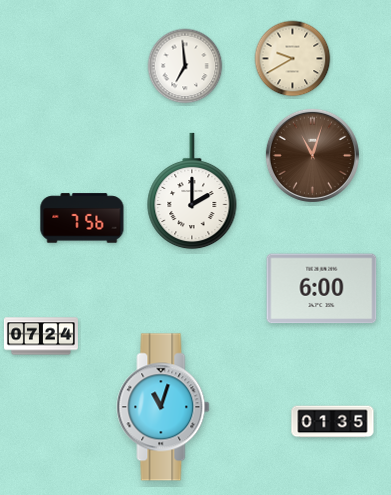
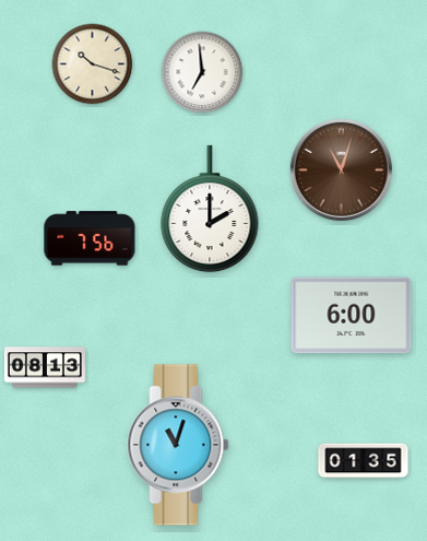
clock at (93, 64): none -> 10:18
clock at (293, 59): 9:40 -> none
clock at (41, 336): 07:24 -> 08:13
